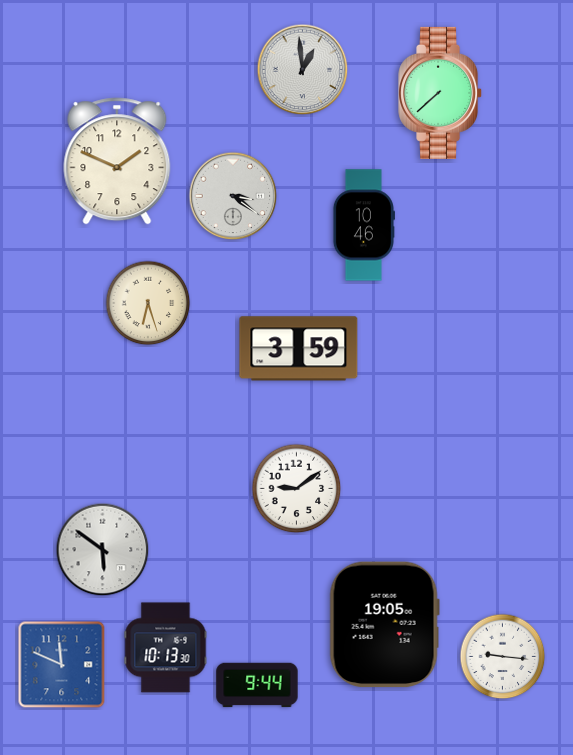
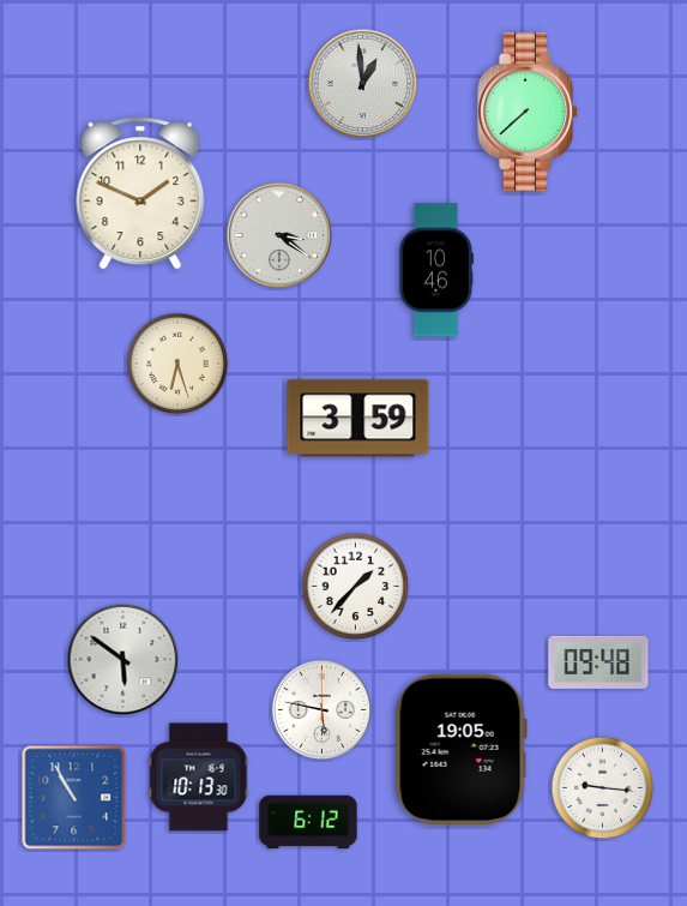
clock at (297, 489): 9:09 -> 1:37
clock at (598, 662): none -> 09:48
clock at (323, 710): none -> 5:47
clock at (62, 665): 11:49 -> 10:55
clock at (257, 685): 9:44 -> 6:12
